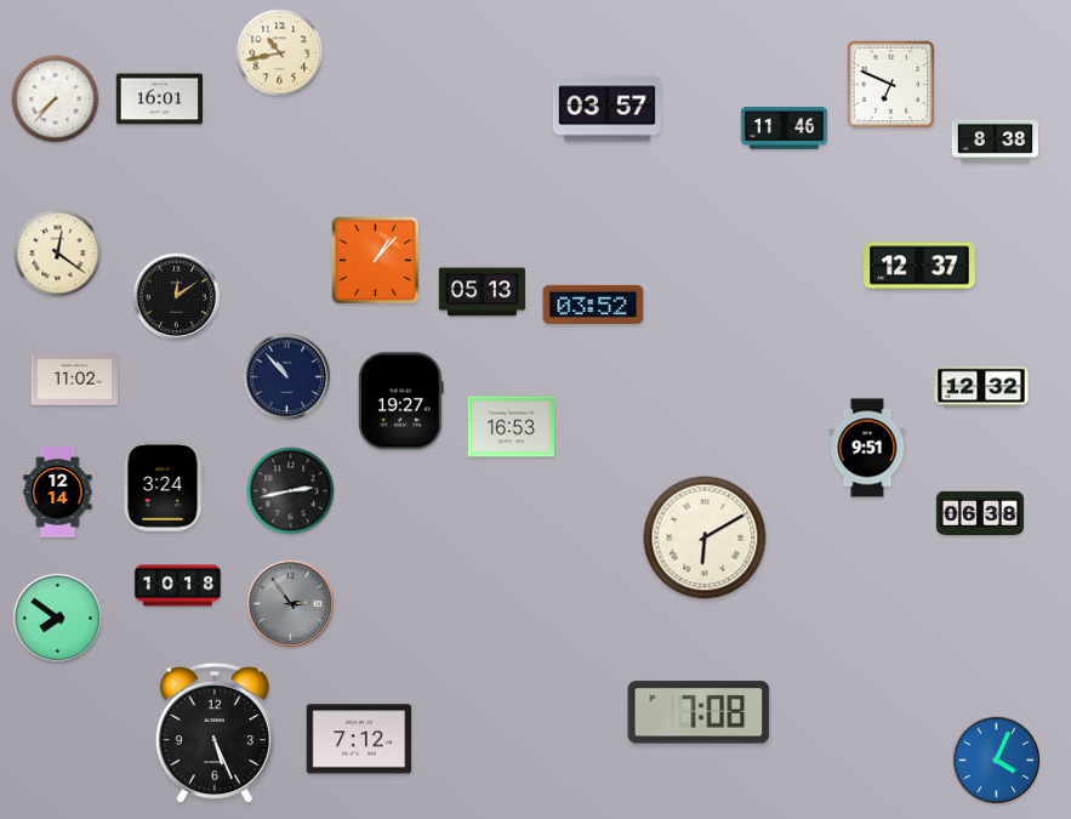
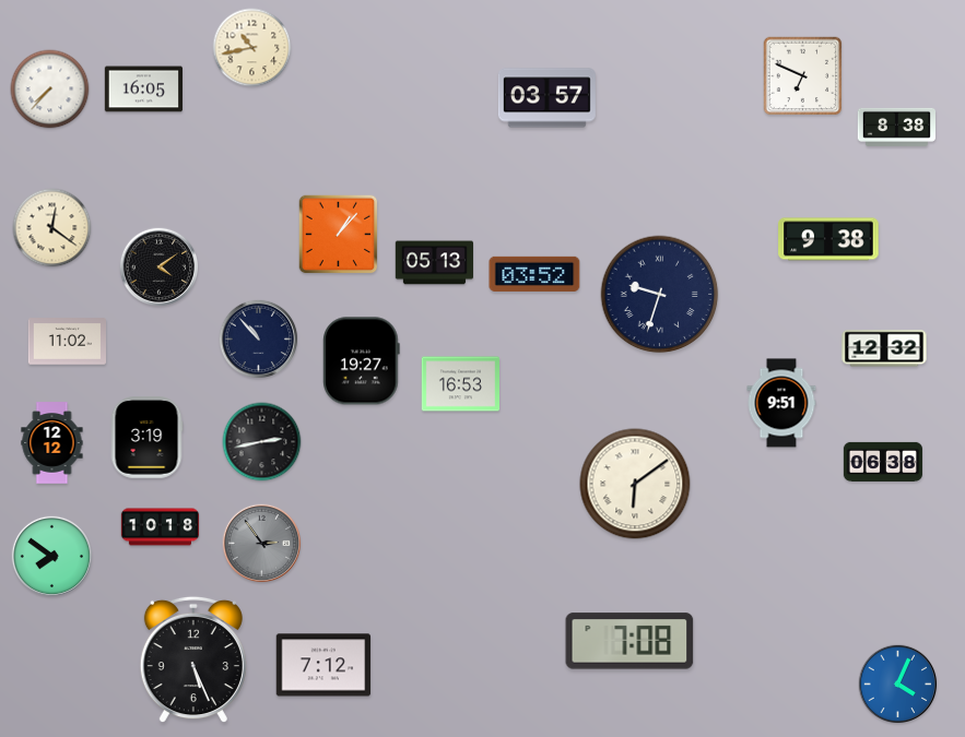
clock at (160, 99): 16:01 -> 16:05
clock at (784, 129): 11:46 -> none
clock at (919, 266): 12:37 -> 9:38
clock at (177, 297): 12:09 -> 4:09
clock at (660, 295): none -> 9:33
clock at (163, 487): 3:24 -> 3:19
clock at (58, 493): 12:14 -> 12:12
clock at (705, 538): 6:10 -> 6:09
